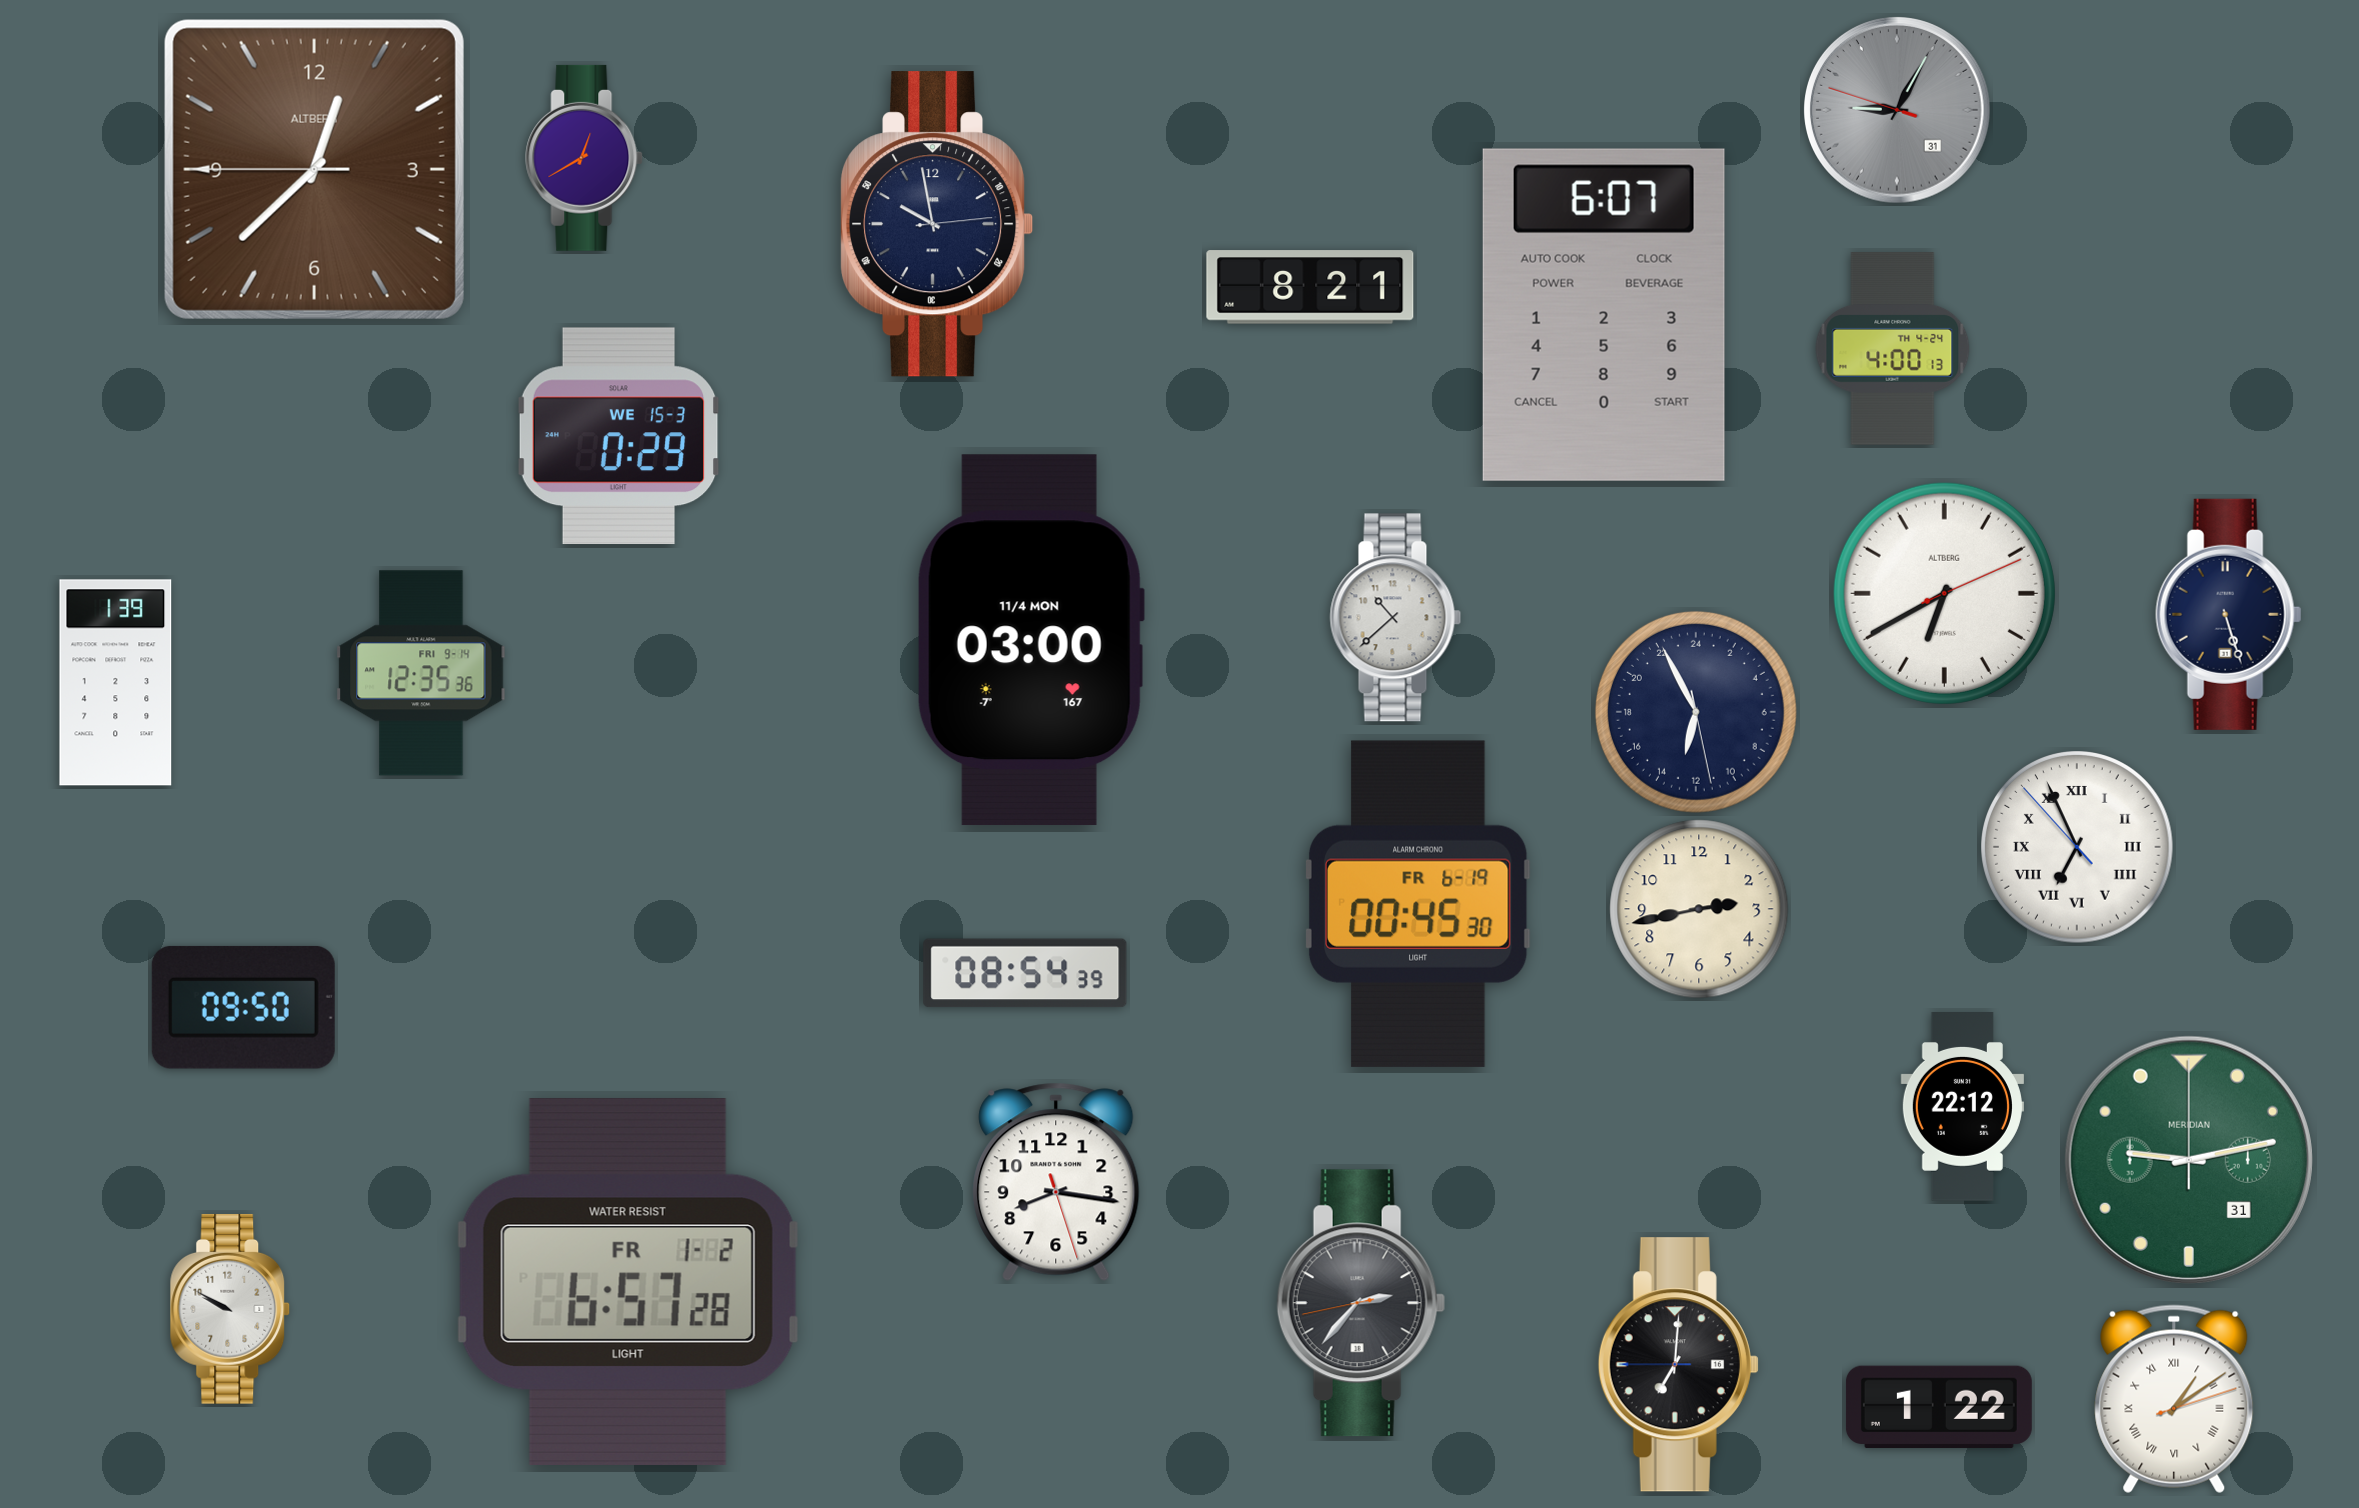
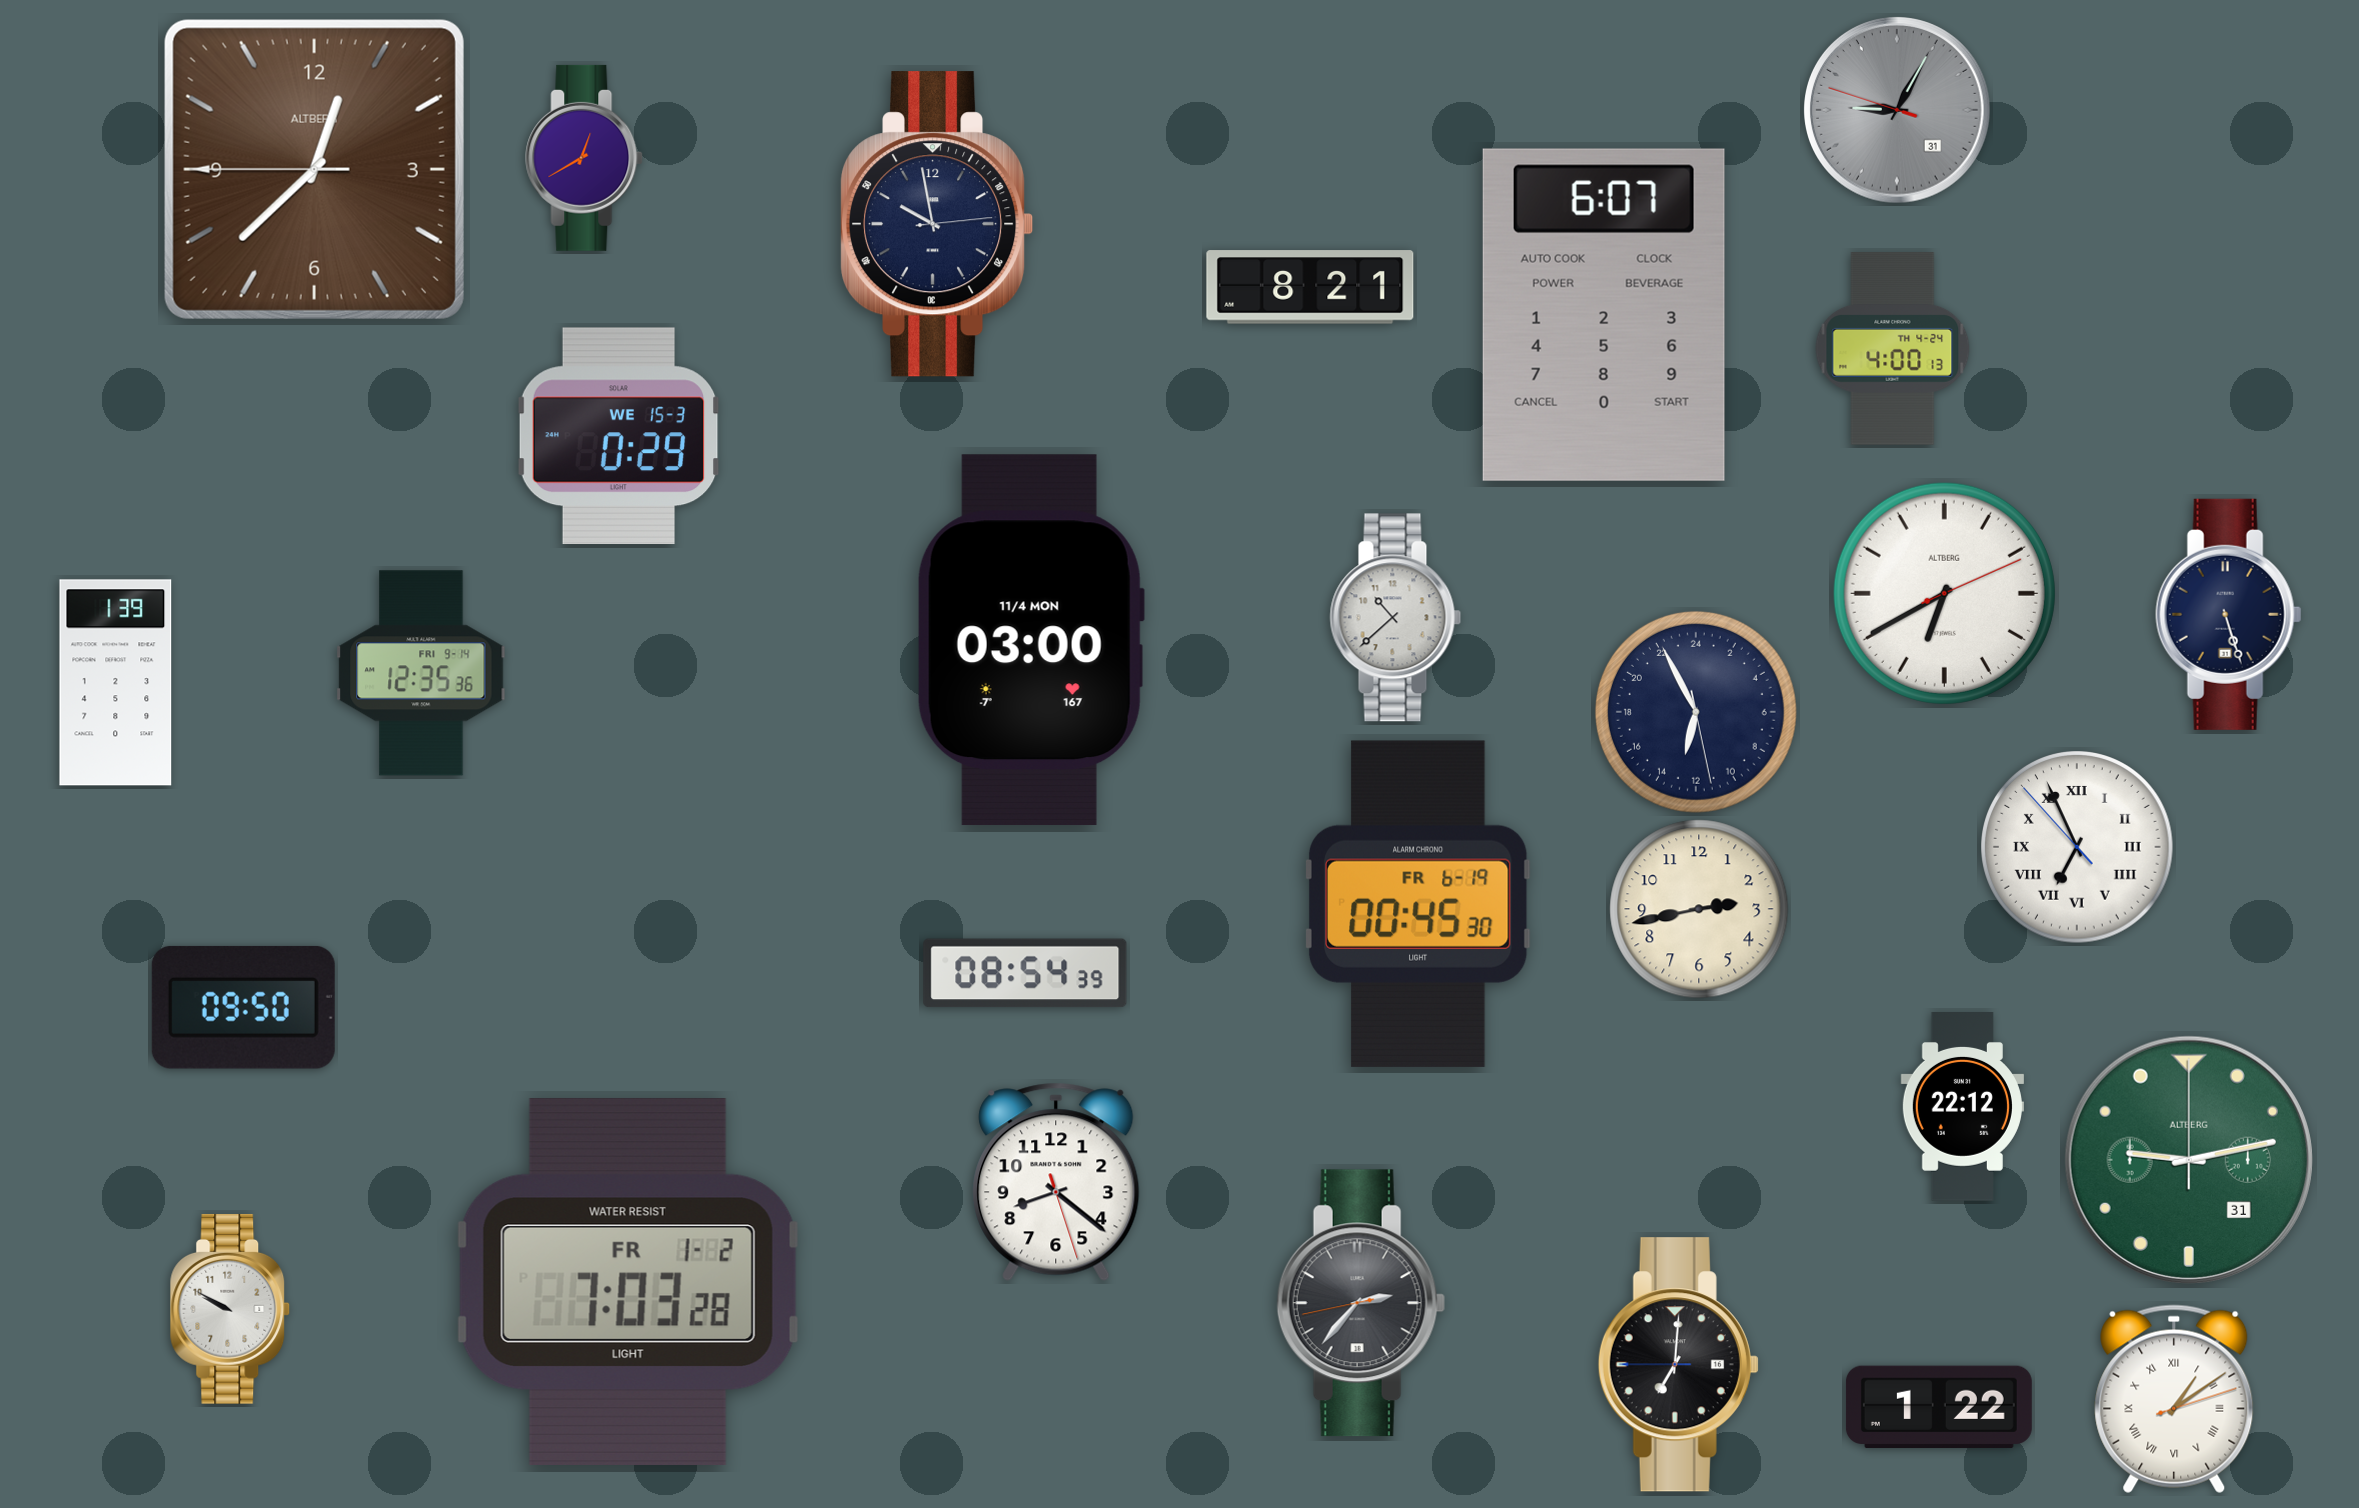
clock at (2189, 1160) brand: MERIDIAN -> ALTBERG
clock at (1056, 1182): 8:16 -> 8:21
clock at (628, 1282): 6:57 -> 7:03
